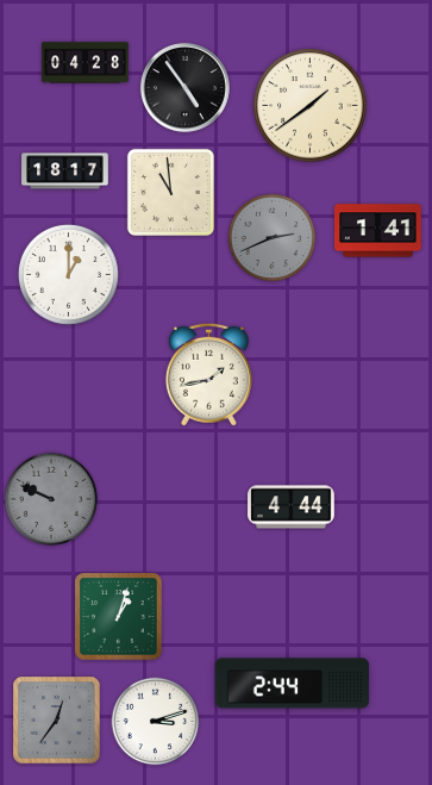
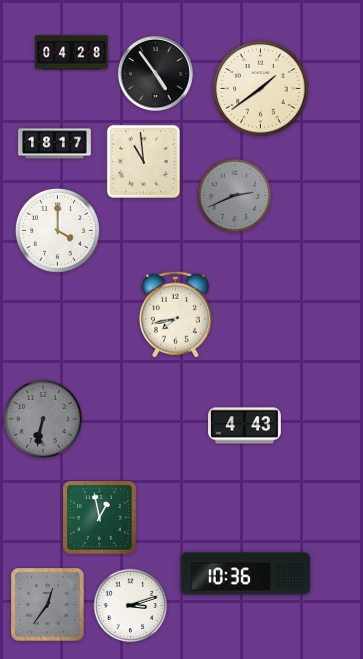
clock at (378, 231): 1:41 -> none
clock at (273, 238) position: (273, 238) -> (235, 196)
clock at (68, 274): 1:00 -> 4:00
clock at (208, 374): 1:43 -> 7:43
clock at (50, 498): 9:49 -> 6:32
clock at (292, 507): 4:44 -> 4:43
clock at (119, 617): 1:03 -> 12:58
clock at (293, 684): 2:44 -> 10:36
